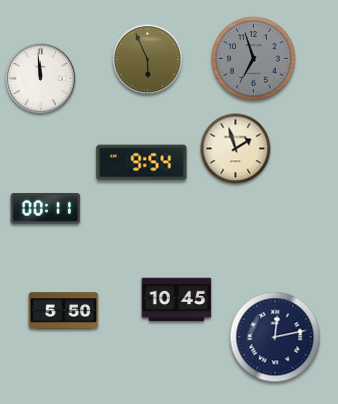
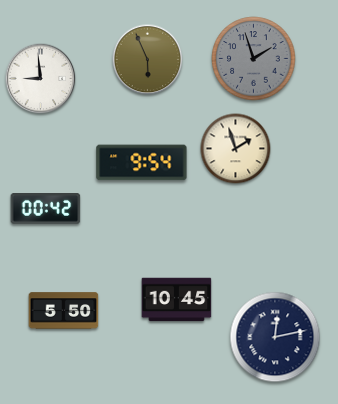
clock at (254, 59): 6:57 -> 1:57
clock at (41, 79): 11:59 -> 8:59
clock at (46, 209): 00:11 -> 00:42
